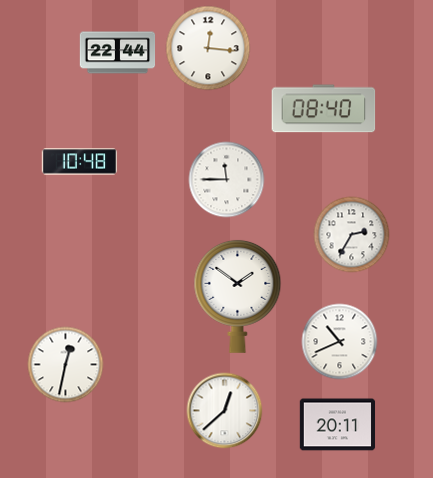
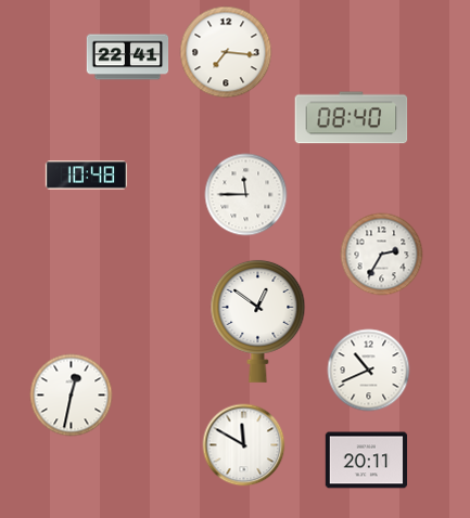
clock at (208, 48): 12:16 -> 7:16
clock at (118, 53): 22:44 -> 22:41
clock at (238, 296): 1:51 -> 12:51
clock at (225, 411): 12:38 -> 11:50
